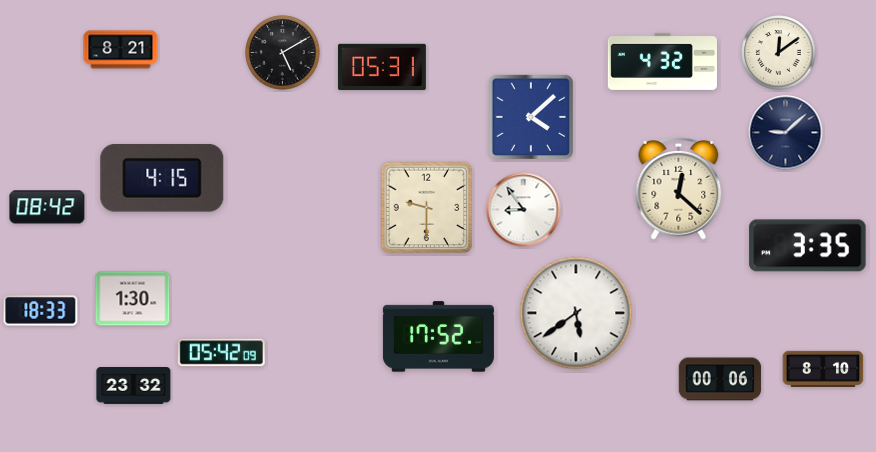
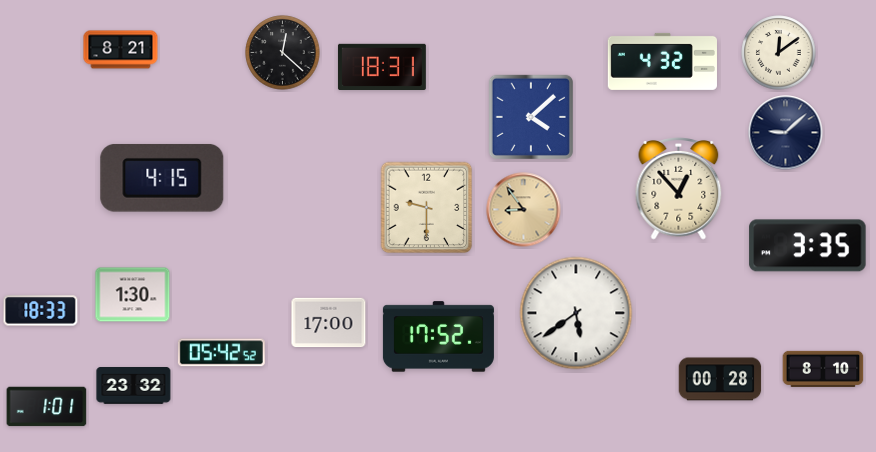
clock at (283, 53): 5:10 -> 12:22
clock at (382, 66): 05:31 -> 18:31
clock at (679, 189): 12:22 -> 12:53
clock at (47, 207): 08:42 -> none
clock at (524, 210) dial: white -> champagne
clock at (133, 299) position: (133, 299) -> (133, 295)
clock at (329, 323): none -> 17:00
clock at (221, 353): 05:42:09 -> 05:42:52
clock at (720, 379): 00:06 -> 00:28
clock at (47, 407): none -> 1:01
